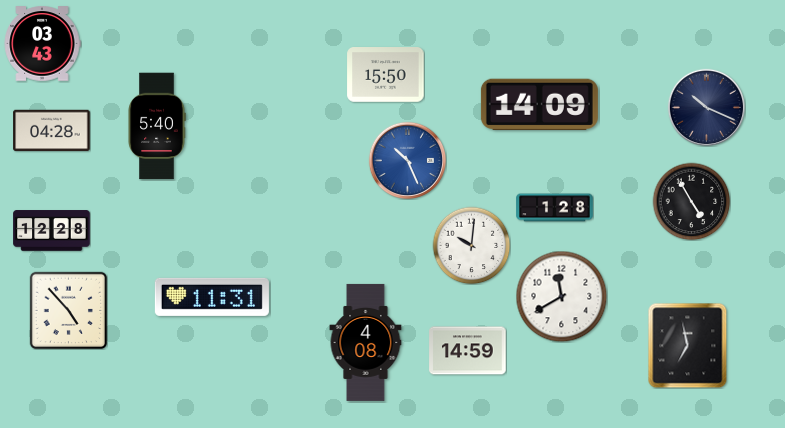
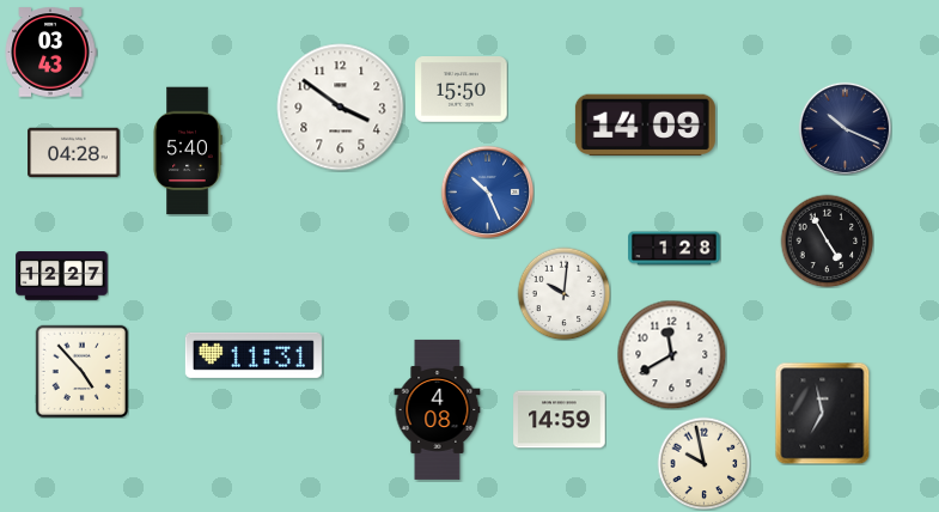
clock at (341, 108): none -> 3:51
clock at (52, 131) position: (52, 131) -> (74, 153)
clock at (555, 208) position: (555, 208) -> (675, 249)
clock at (52, 231): 12:28 -> 12:27
clock at (703, 463): none -> 9:58
